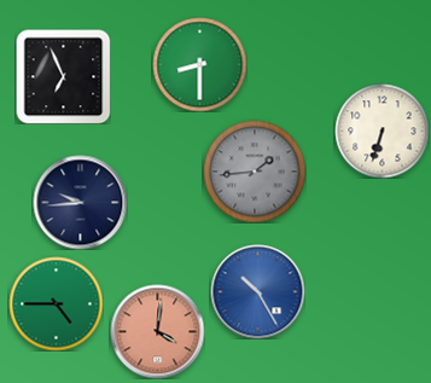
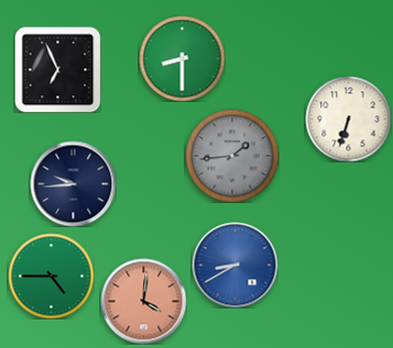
clock at (257, 291): 10:25 -> 8:40
